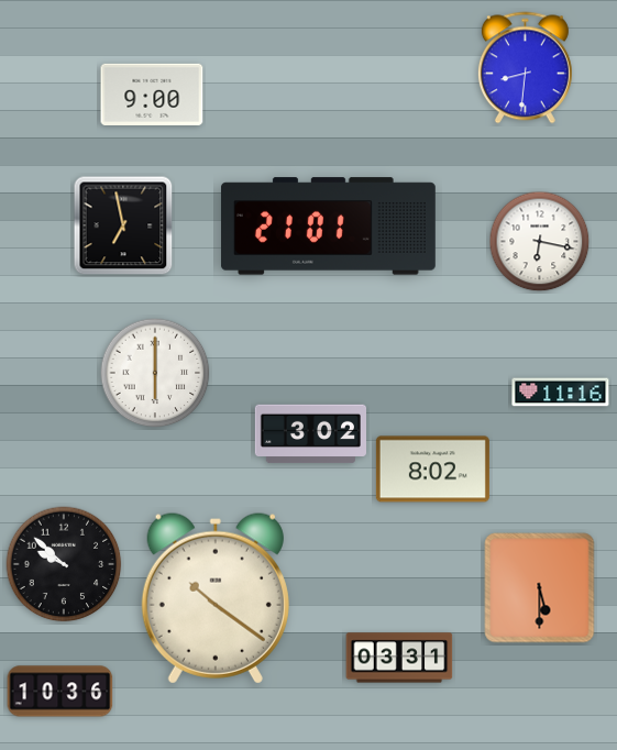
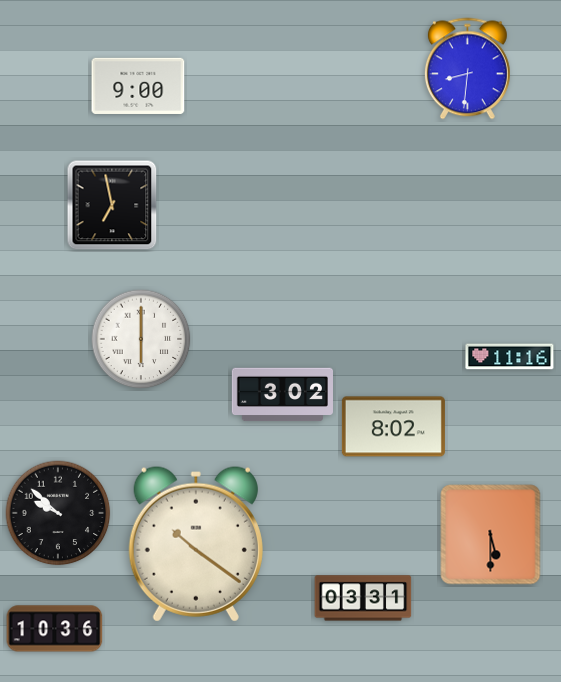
clock at (525, 68) position: (525, 68) -> (467, 69)
clock at (328, 227): 21:01 -> none
clock at (540, 242): 6:17 -> none
